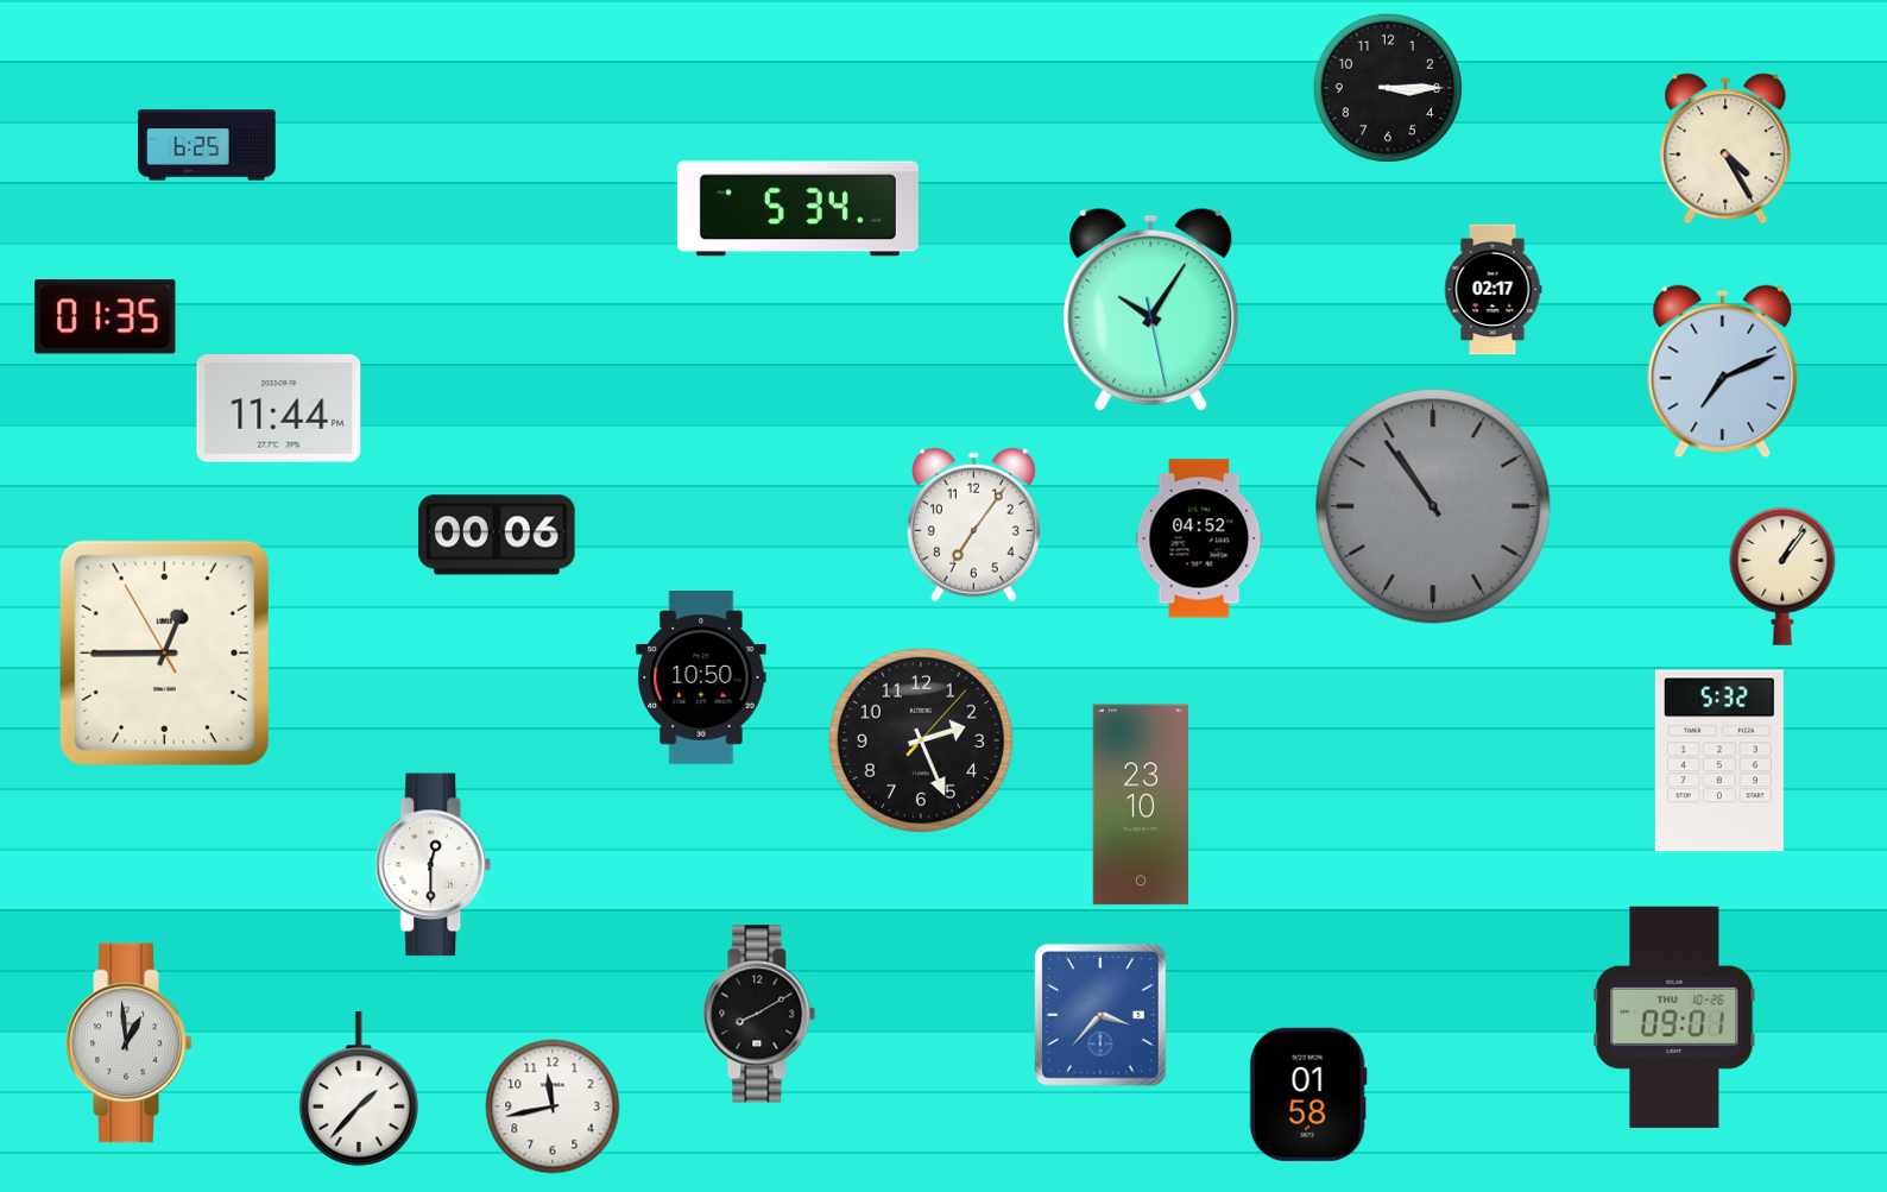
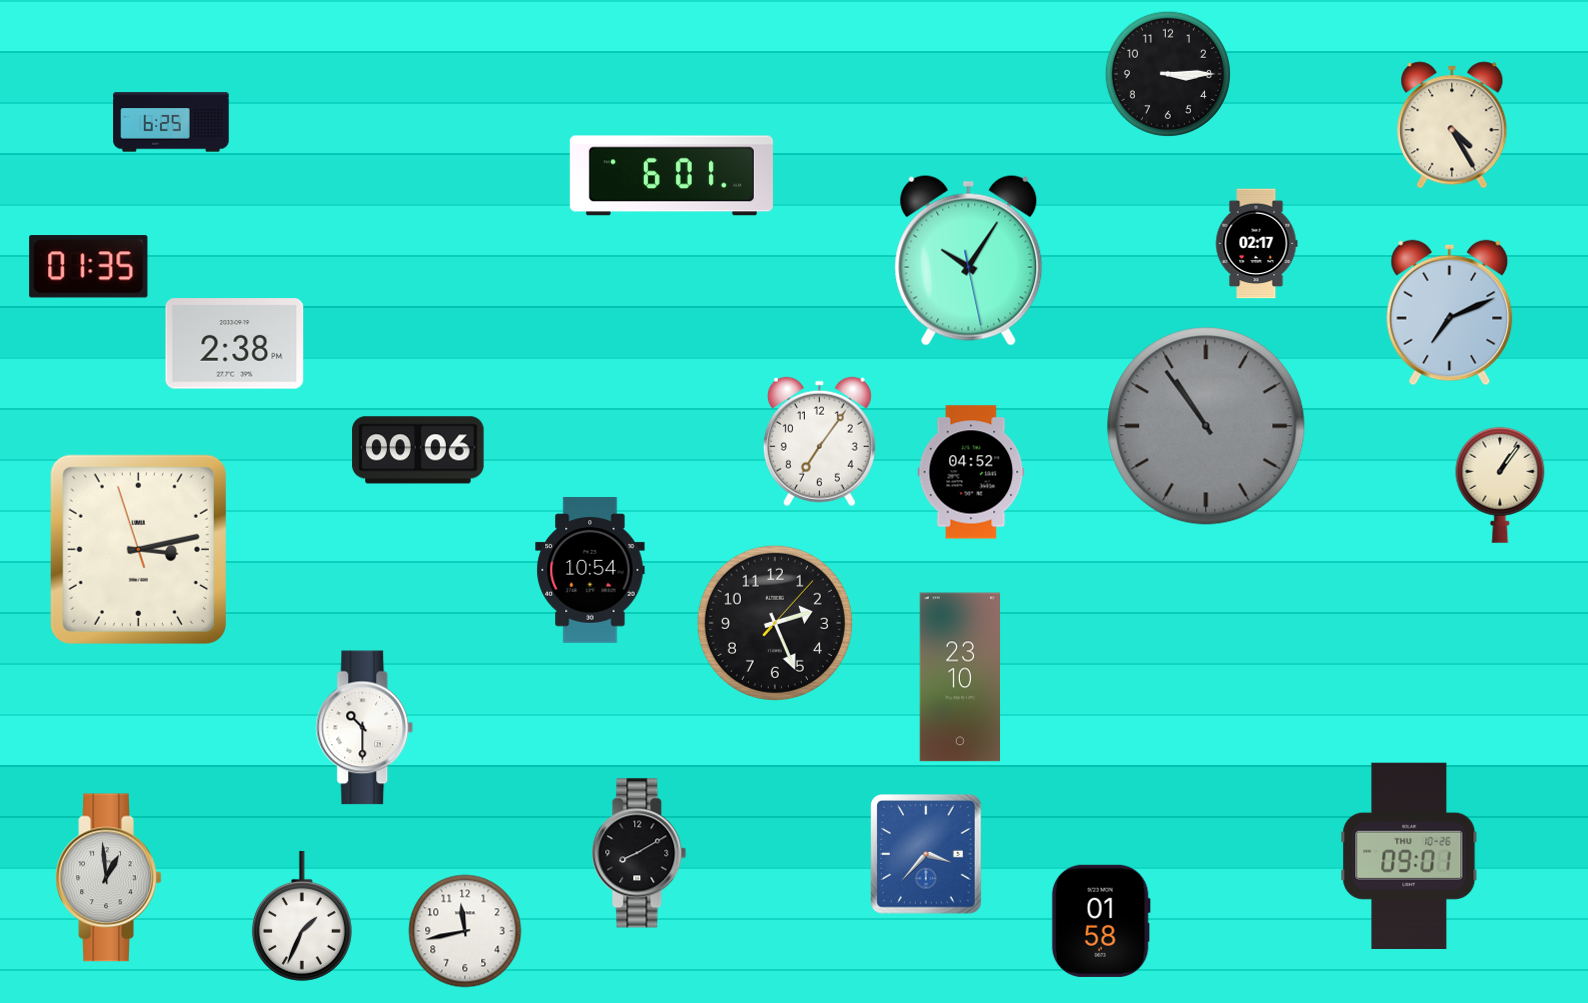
clock at (207, 145) position: (207, 145) -> (171, 122)
clock at (797, 209): 5:34 -> 6:01
clock at (279, 409): 11:44 -> 2:38
clock at (1199, 538) position: (1199, 538) -> (971, 472)
clock at (164, 652): 12:44 -> 3:12
clock at (701, 677): 10:50 -> 10:54
clock at (1719, 761): 5:32 -> none
clock at (434, 865): 12:30 -> 10:30
clock at (359, 1089): 1:37 -> 1:34
